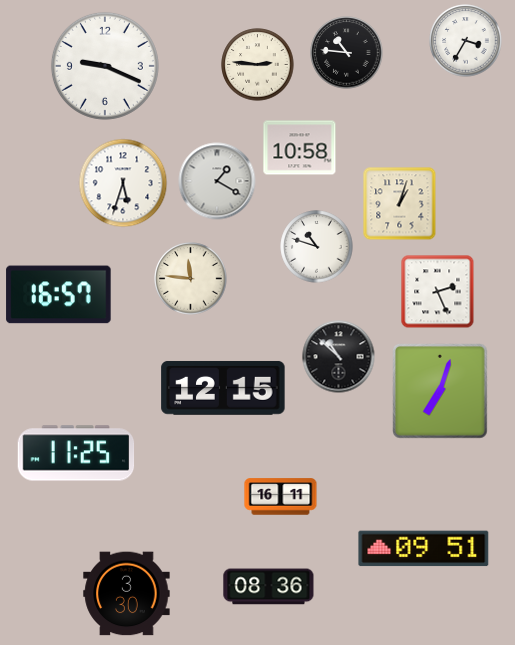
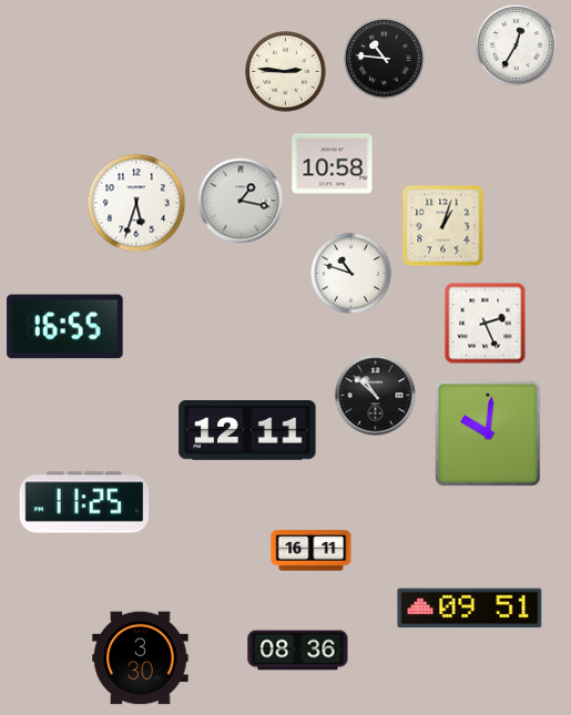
clock at (466, 41): 3:35 -> 12:35
clock at (105, 66): 9:19 -> none
clock at (217, 181): 1:20 -> 1:17
clock at (191, 279): 11:46 -> none
clock at (59, 295): 16:57 -> 16:55
clock at (223, 388): 12:15 -> 12:11
clock at (440, 391): 7:03 -> 10:01
